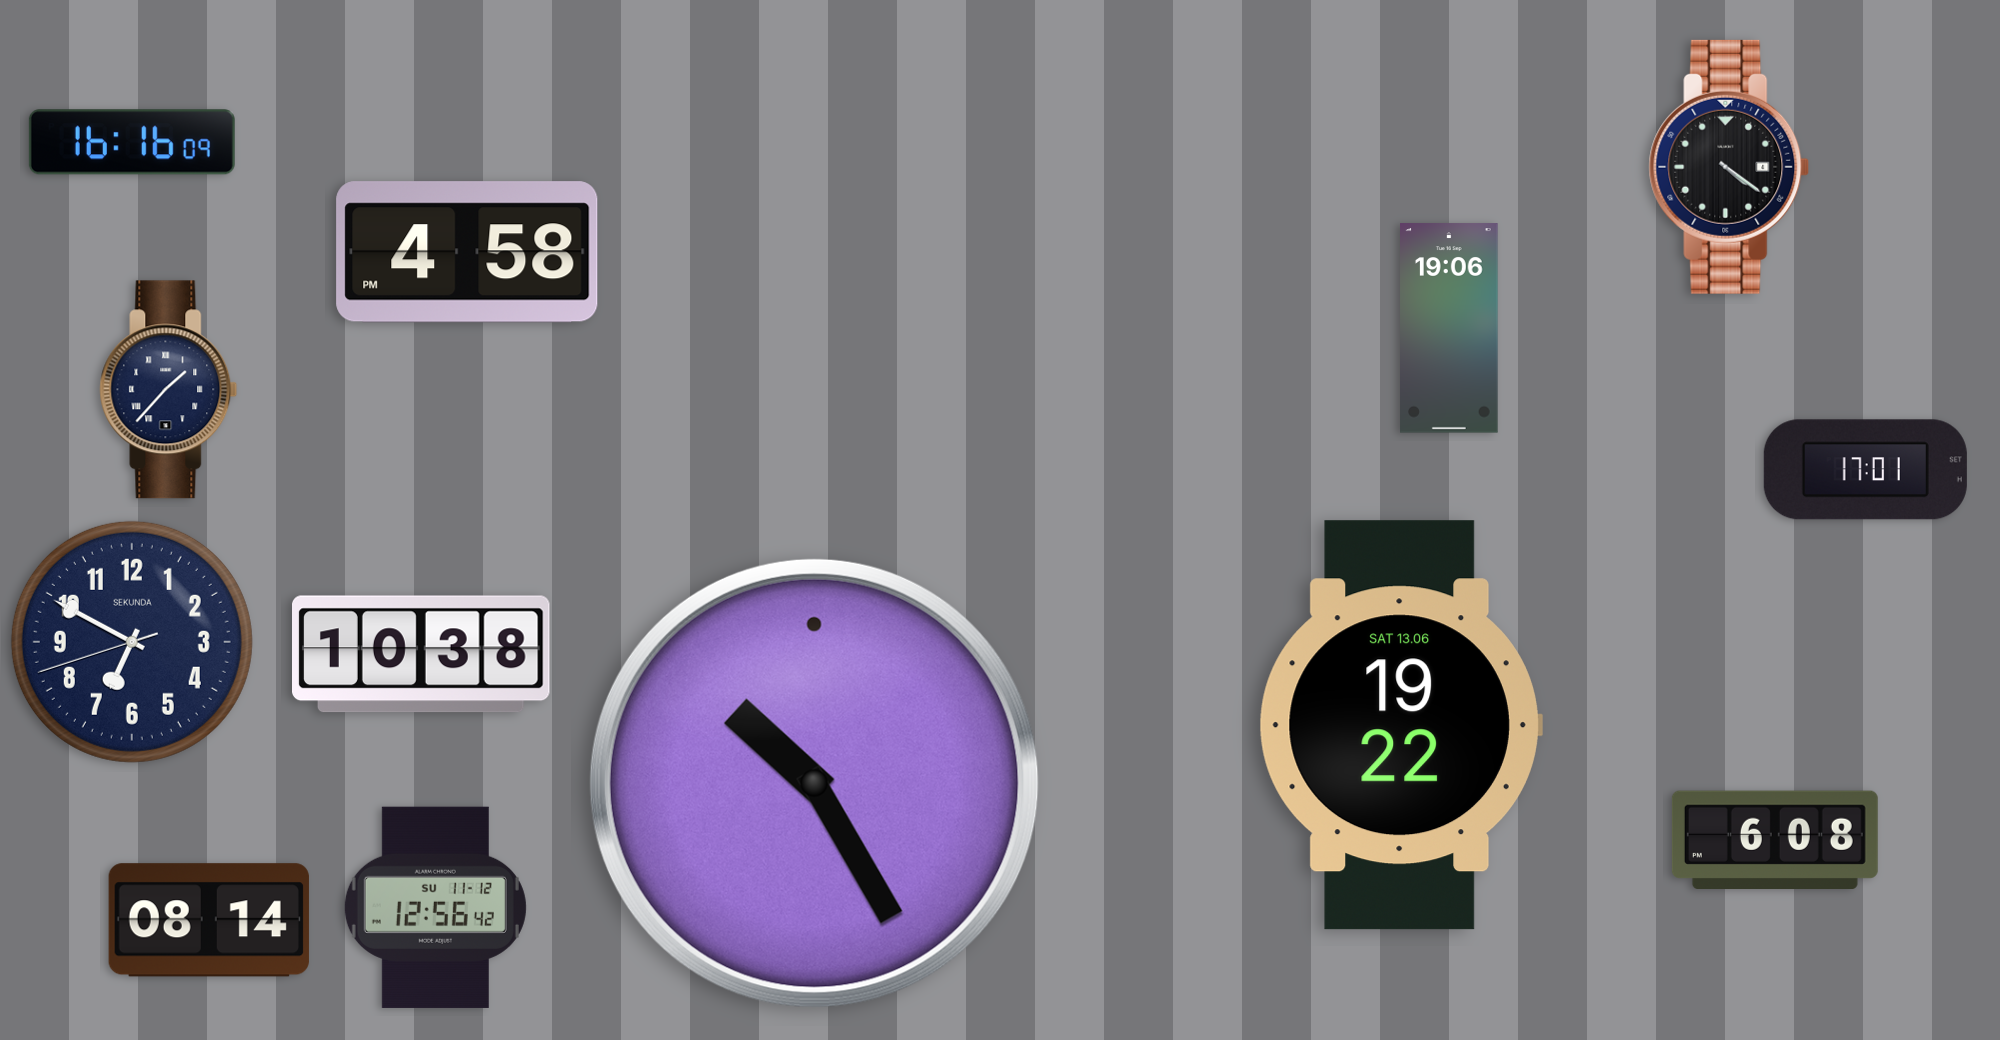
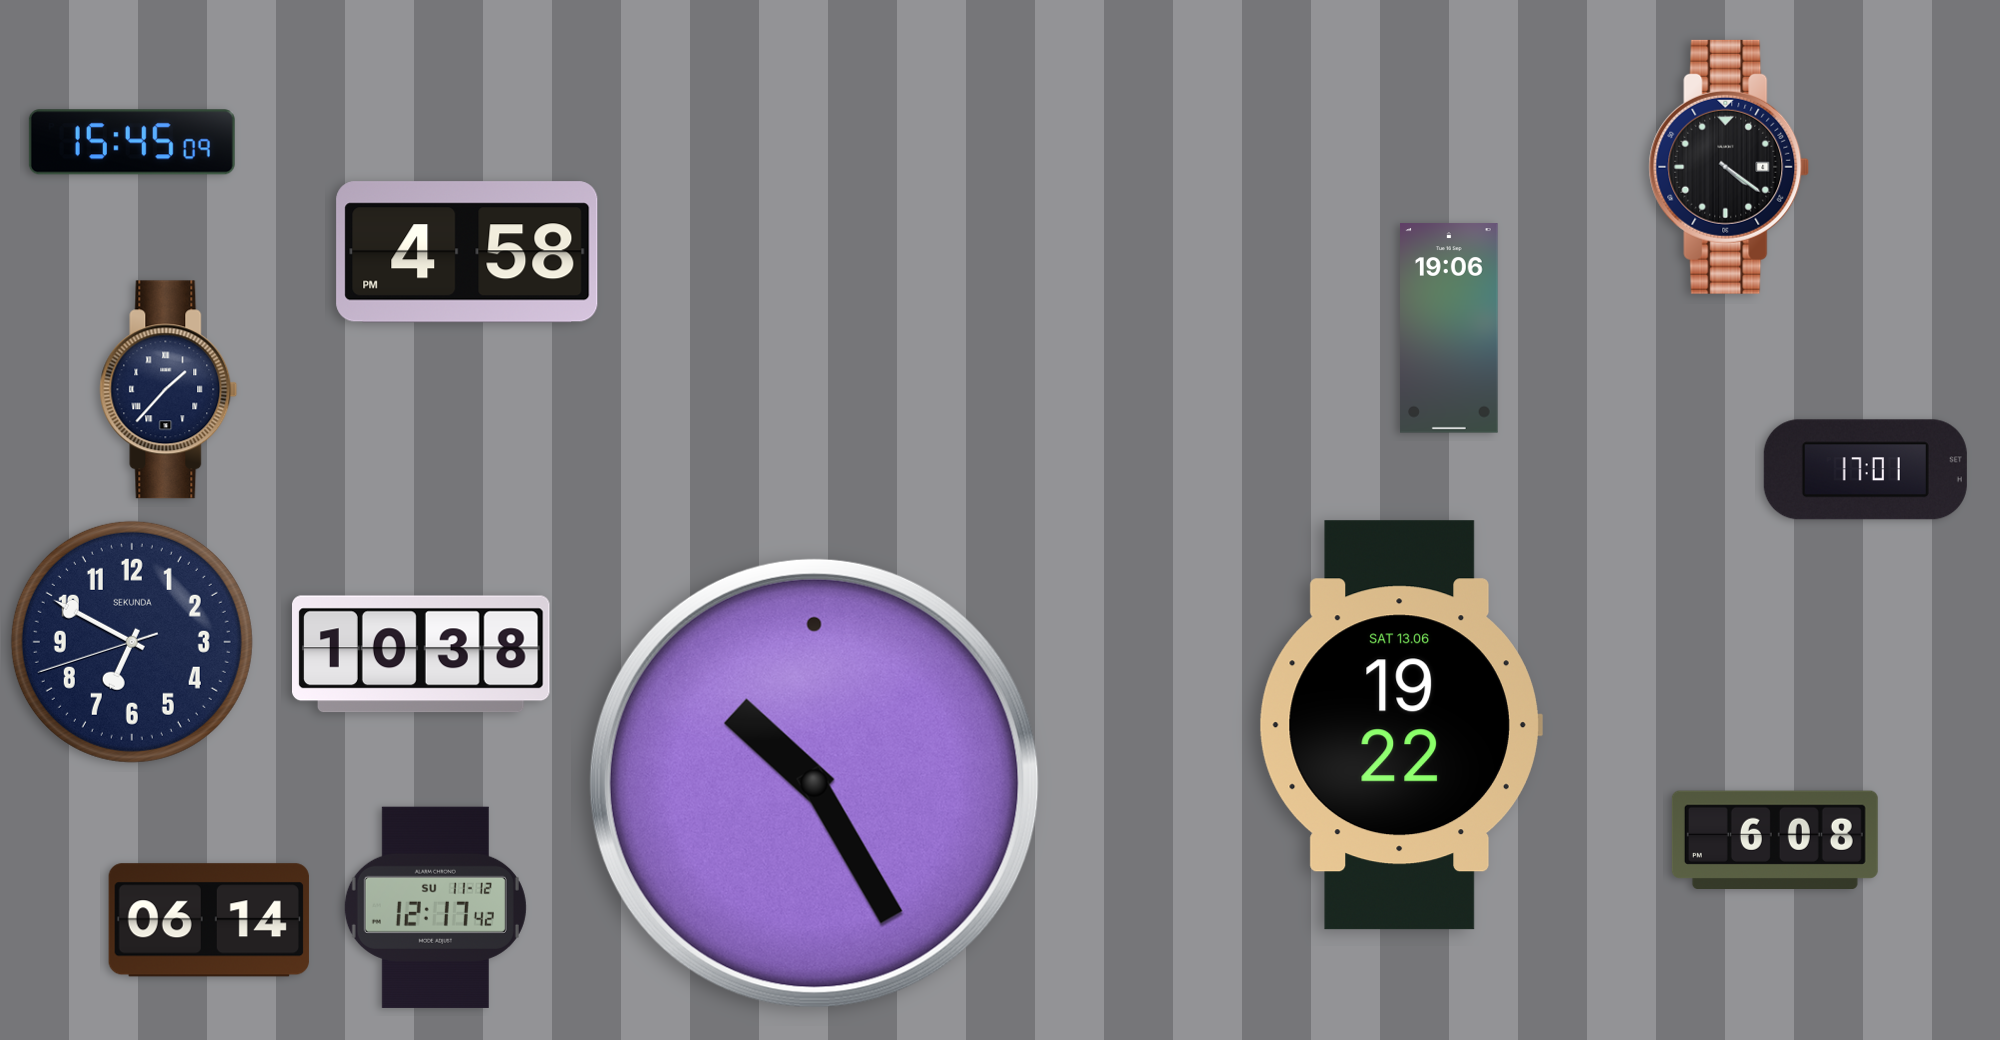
clock at (132, 142): 16:16 -> 15:45
clock at (435, 907): 12:56 -> 12:17
clock at (209, 920): 08:14 -> 06:14
